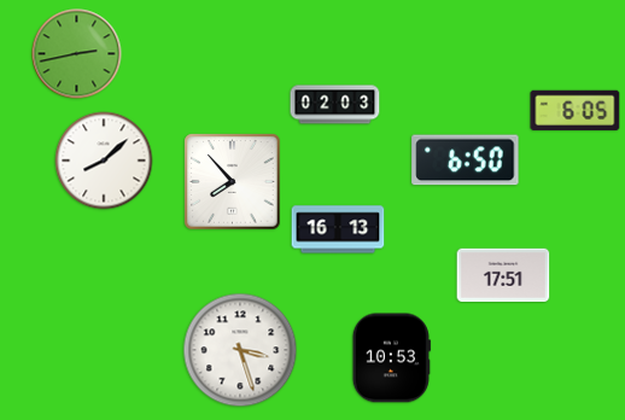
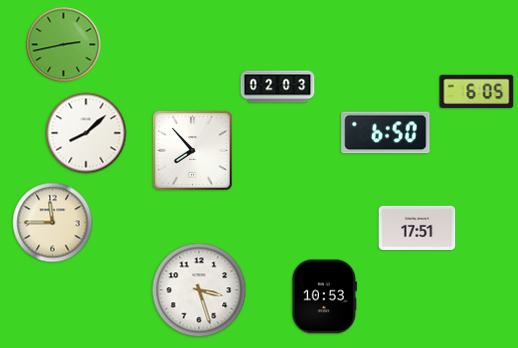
clock at (338, 229): 16:13 -> none
clock at (53, 223): none -> 11:45
